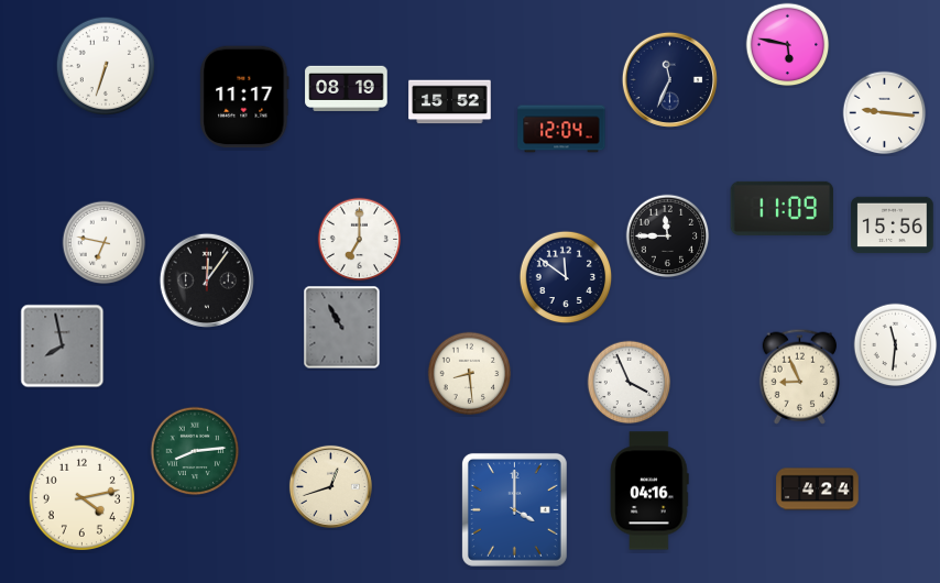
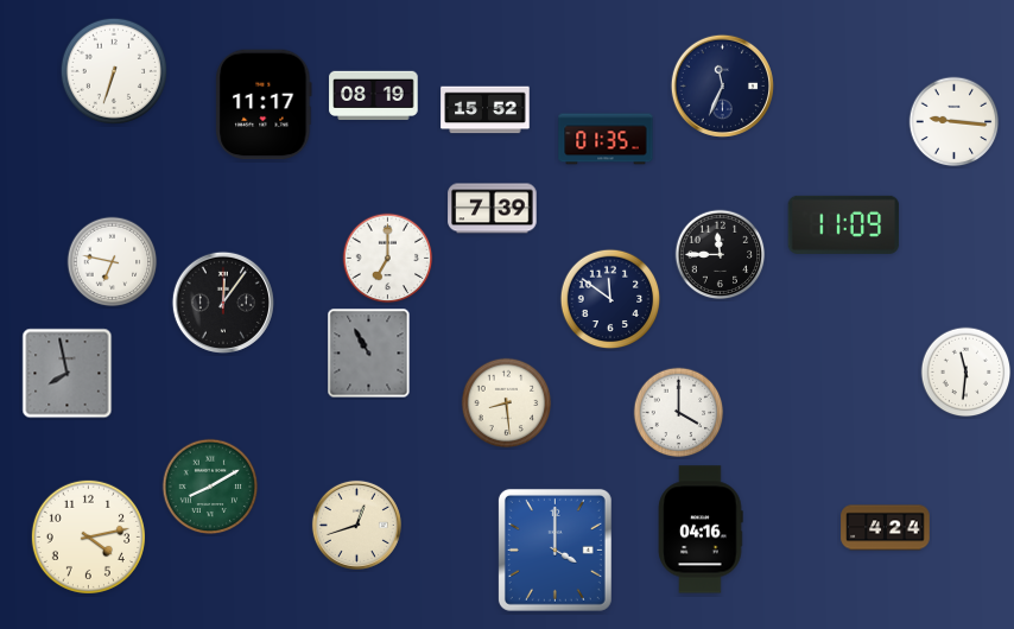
clock at (788, 45): 5:47 -> none
clock at (561, 129): 12:04 -> 01:35
clock at (493, 209): none -> 7:39
clock at (893, 226): 15:56 -> none
clock at (800, 376): 8:56 -> none
clock at (630, 383): 3:56 -> 4:00
clock at (195, 451): 8:14 -> 8:10
clock at (818, 490) position: (818, 490) -> (886, 528)
